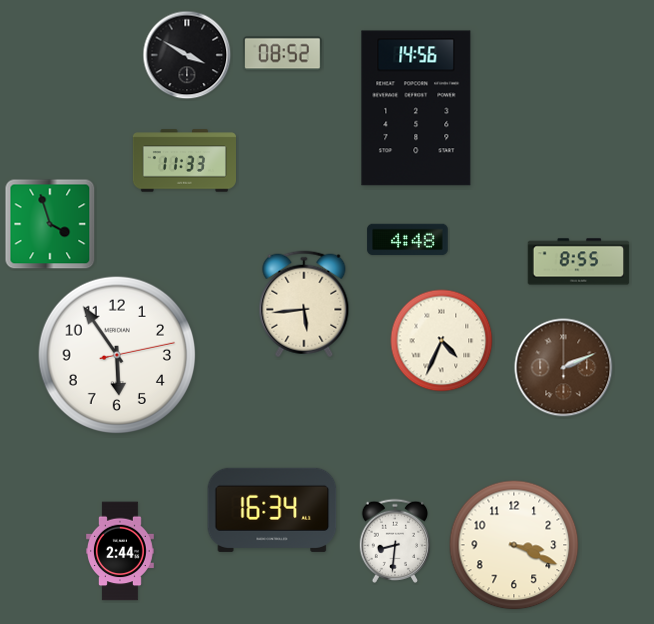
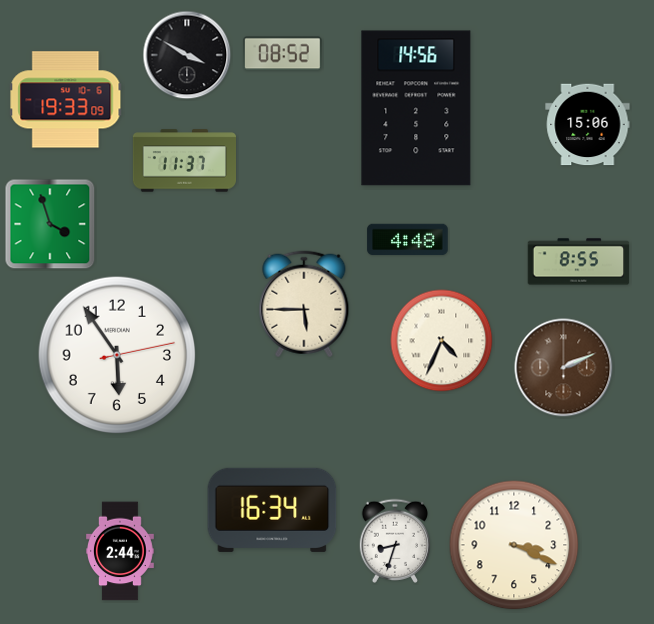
clock at (66, 100): none -> 19:33
clock at (588, 125): none -> 15:06
clock at (185, 161): 11:33 -> 11:37
clock at (304, 304): 5:44 -> 5:45
clock at (394, 541): 8:31 -> 8:33
